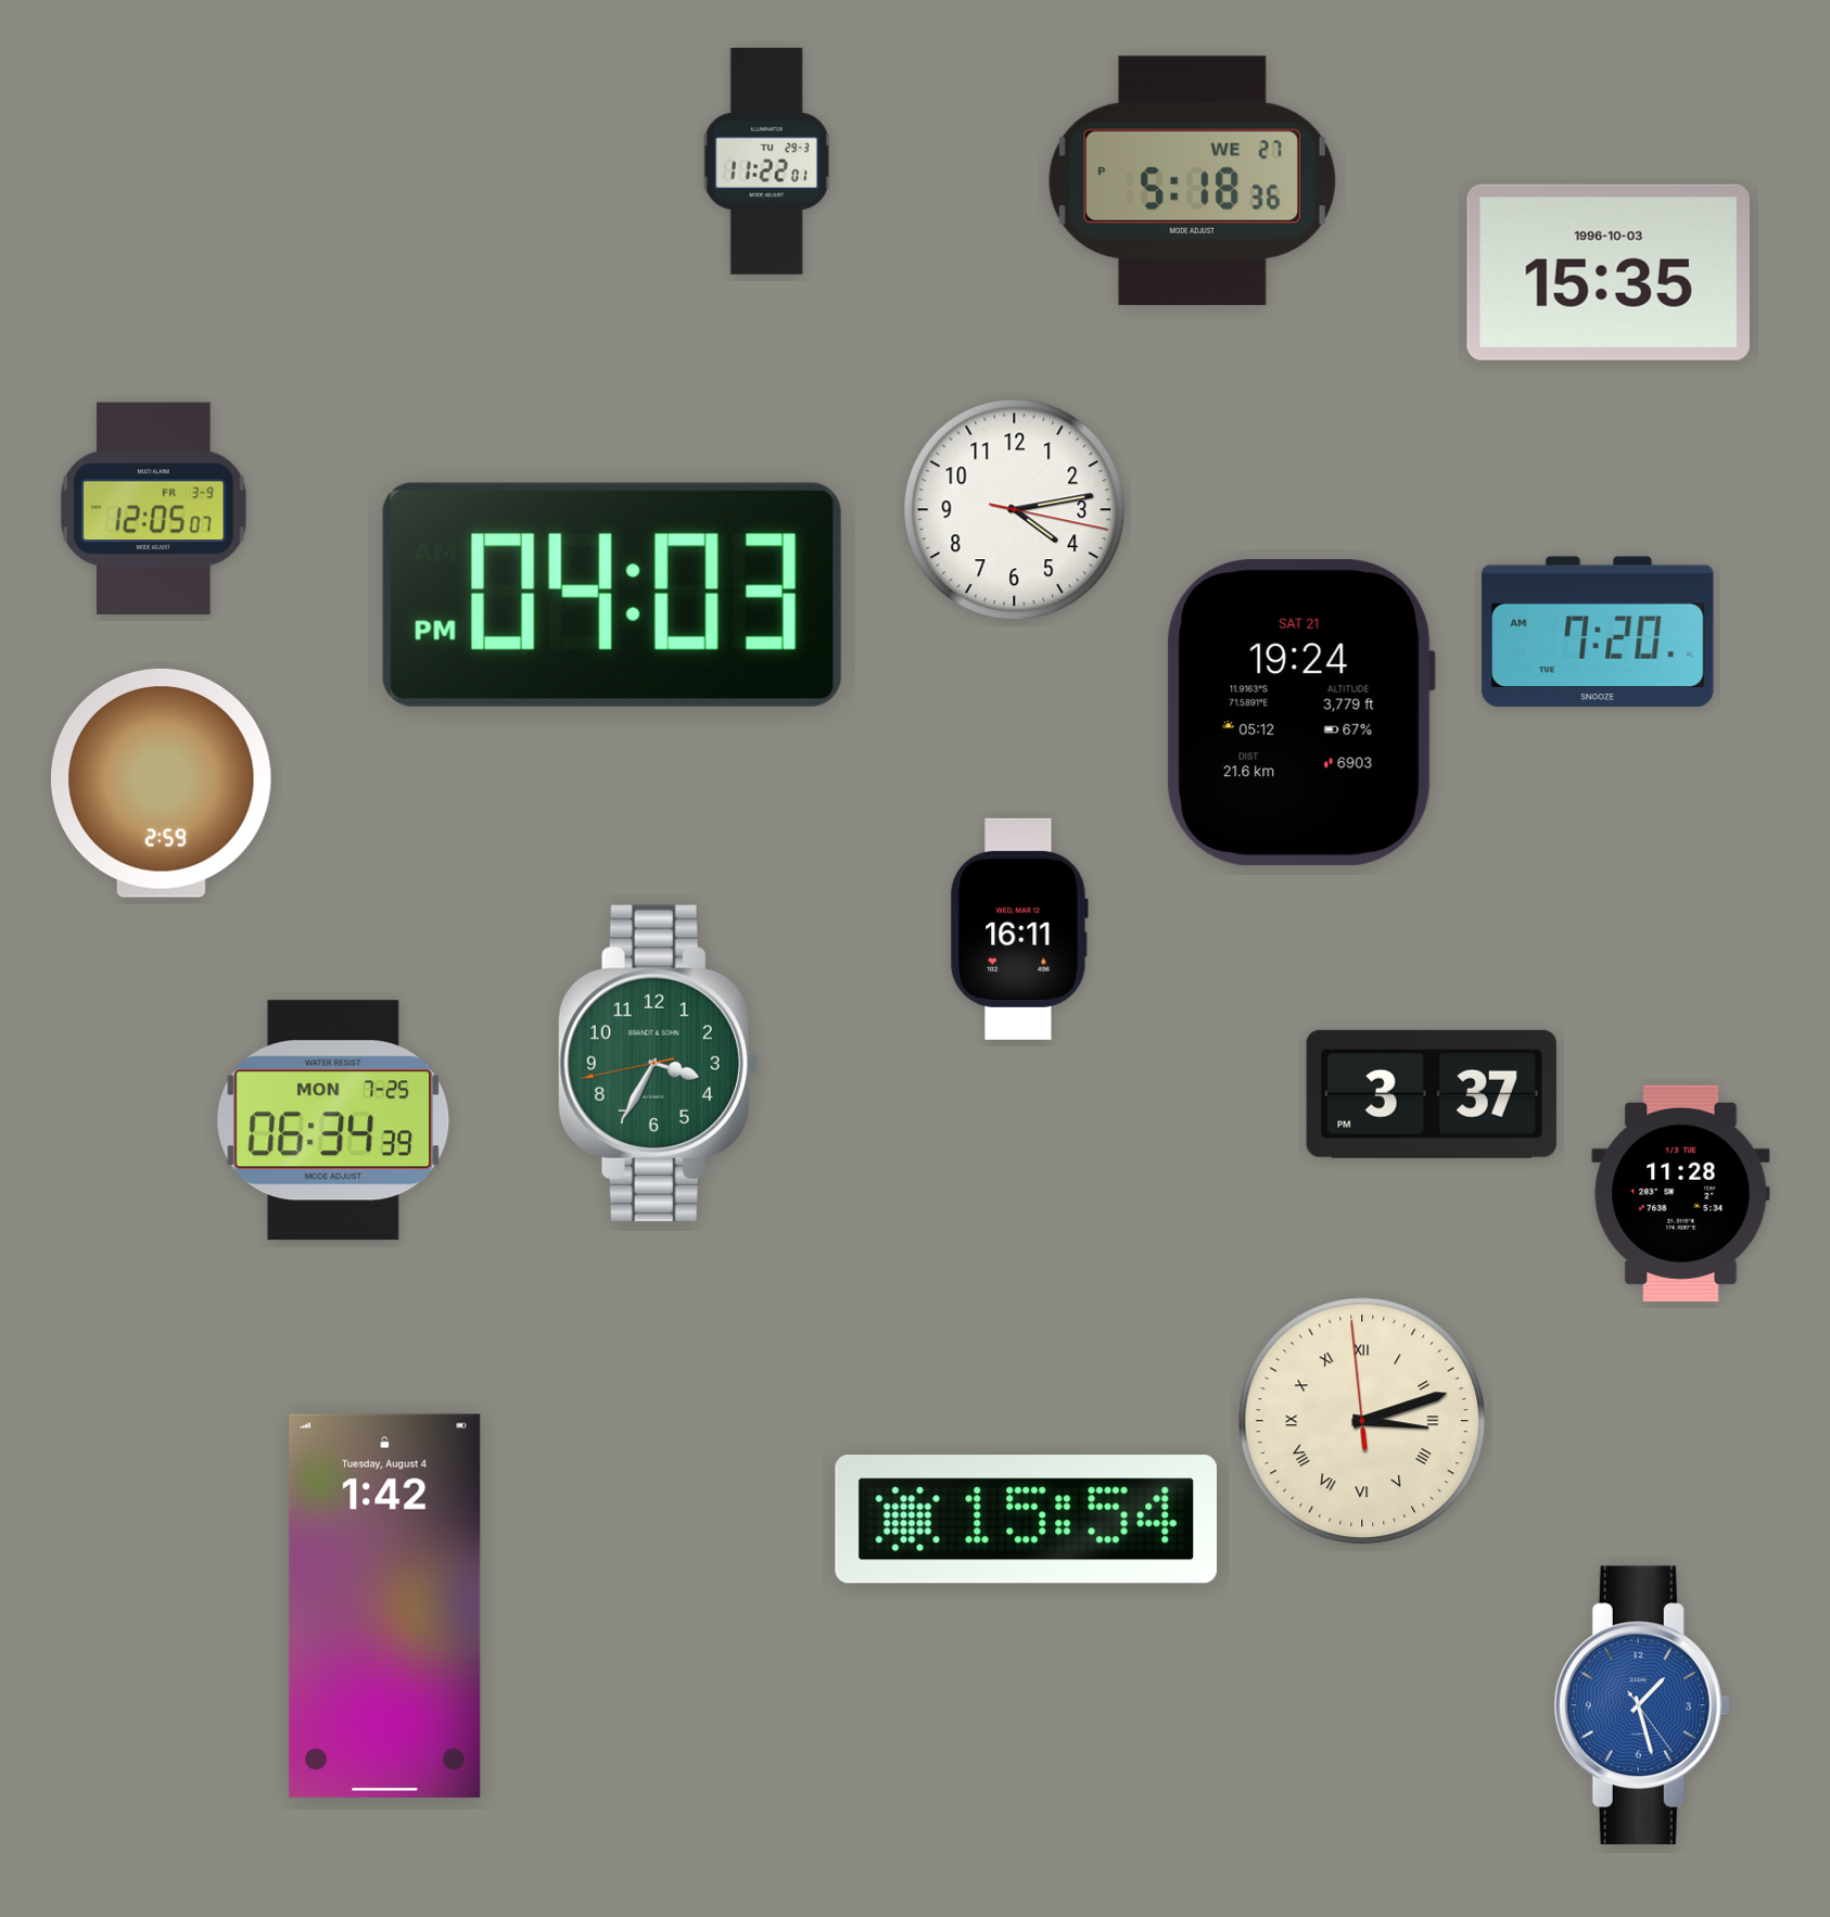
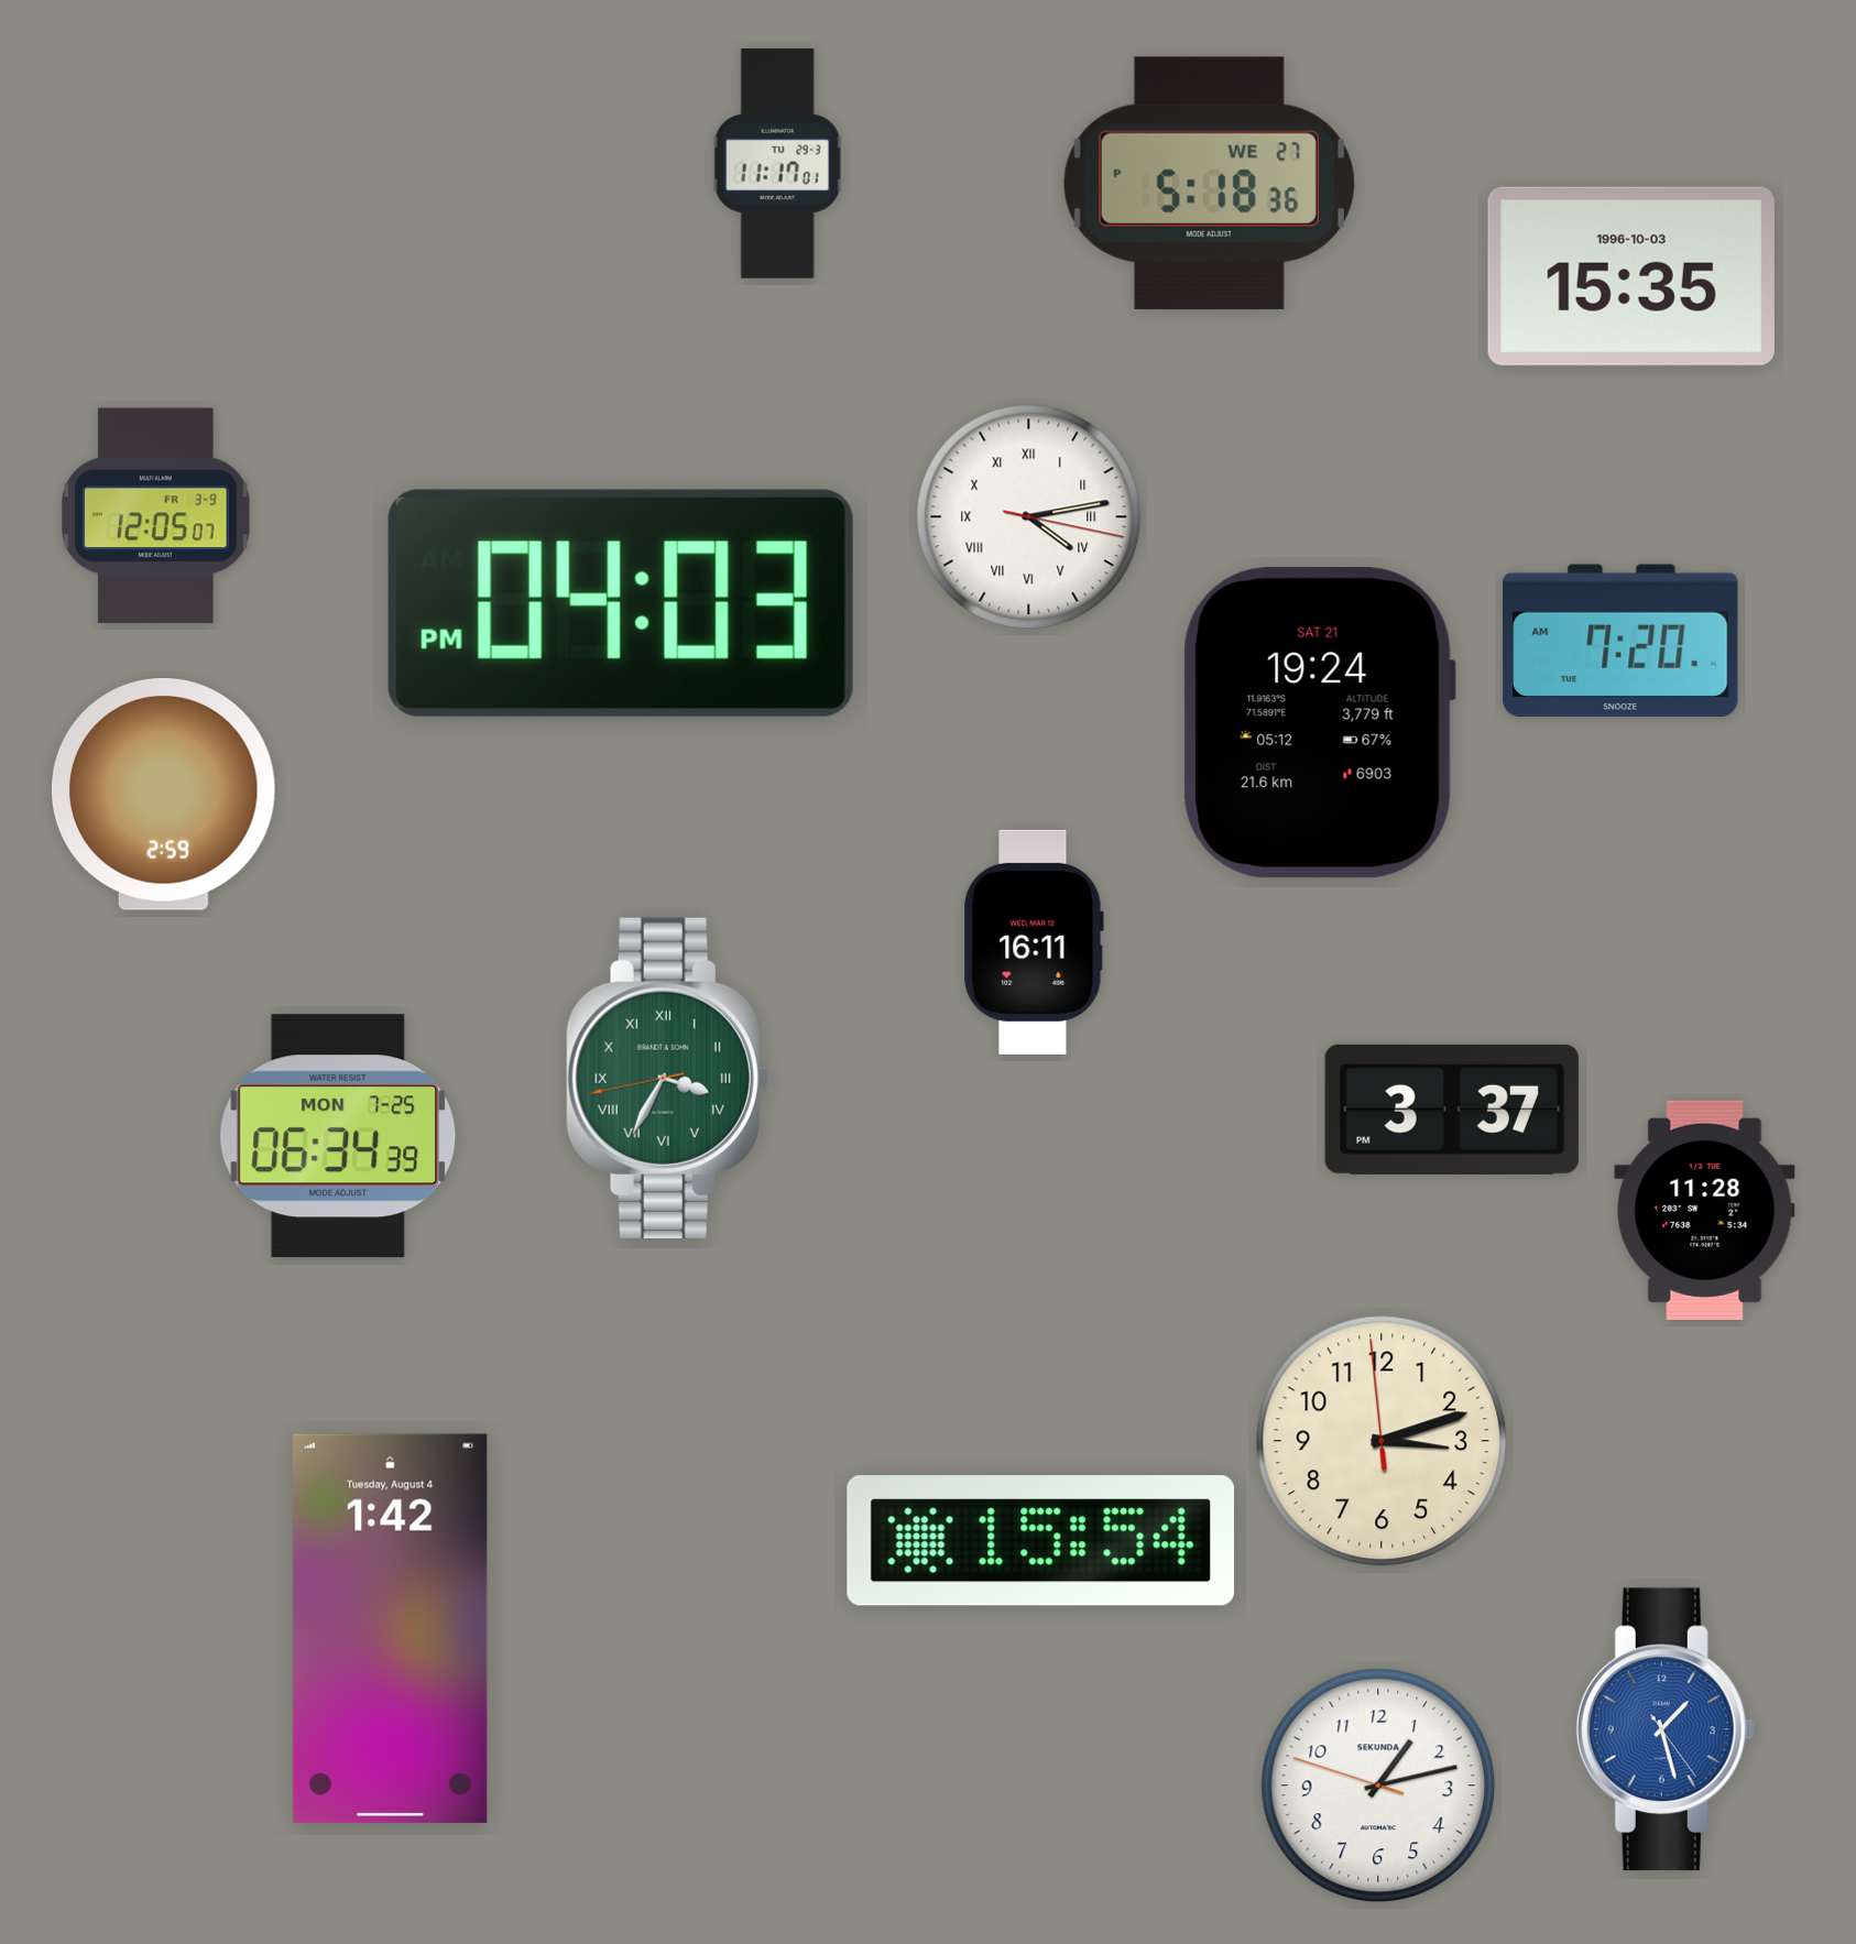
clock at (767, 162): 11:22 -> 11:17
clock at (1015, 510) numerals: Arabic -> Roman
clock at (658, 1063) numerals: Arabic -> Roman
clock at (1362, 1421) numerals: Roman -> Arabic
clock at (1378, 1785): none -> 1:12
